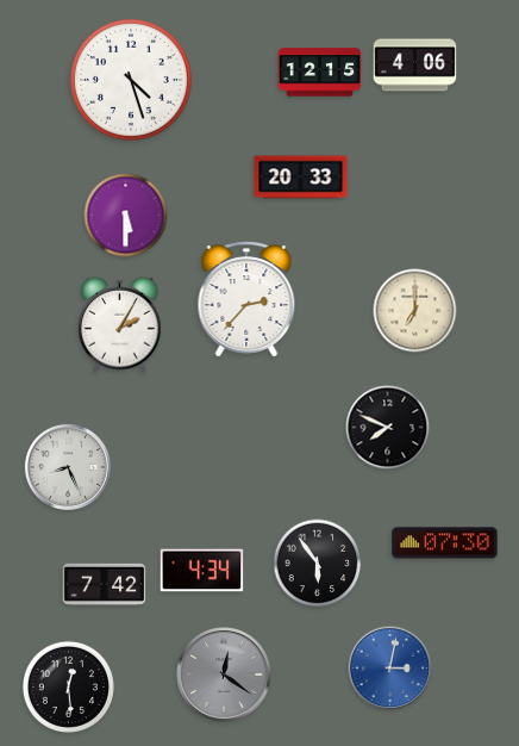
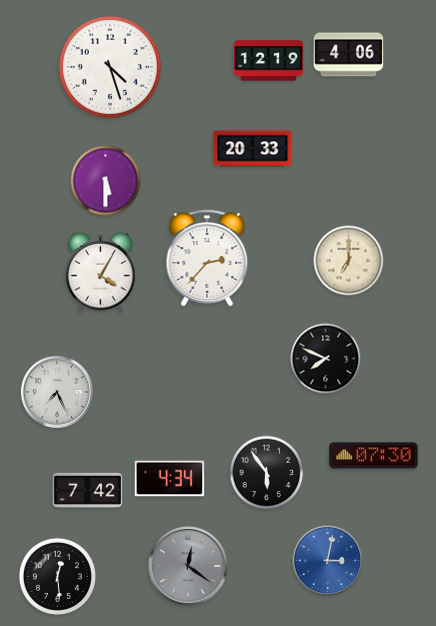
clock at (320, 73): 12:15 -> 12:19
clock at (246, 299) position: (246, 299) -> (207, 258)
clock at (120, 324): 2:05 -> 4:05
clock at (68, 467): 8:26 -> 7:26
